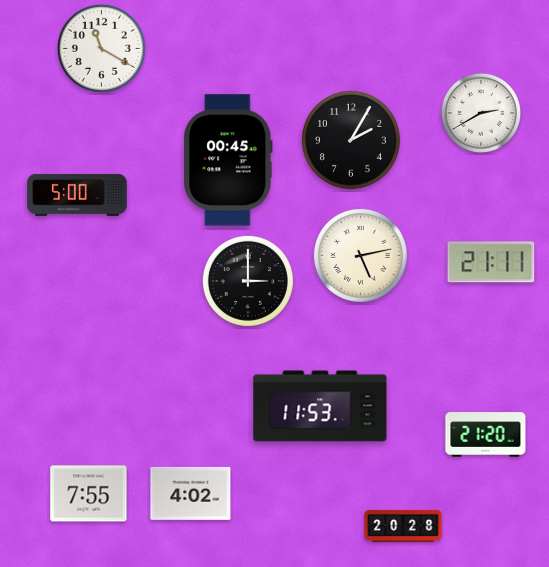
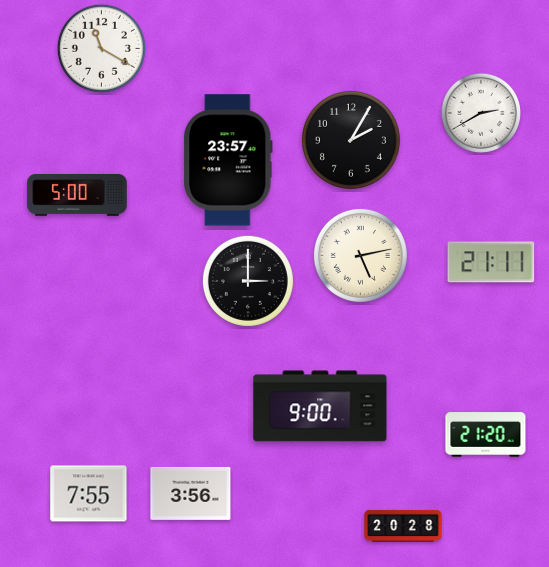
clock at (228, 160): 00:45 -> 23:57
clock at (320, 406): 11:53 -> 9:00
clock at (191, 493): 4:02 -> 3:56
